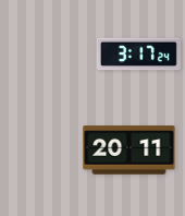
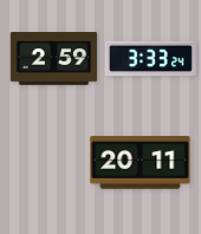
clock at (54, 59): none -> 2:59
clock at (138, 55): 3:17 -> 3:33
